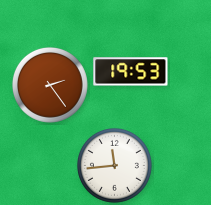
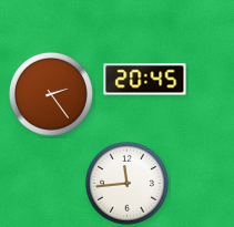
clock at (131, 72): 19:53 -> 20:45
clock at (50, 85) position: (50, 85) -> (51, 94)
